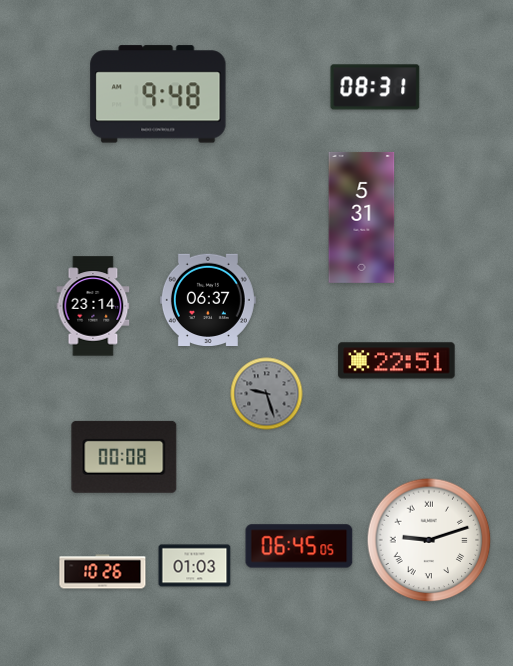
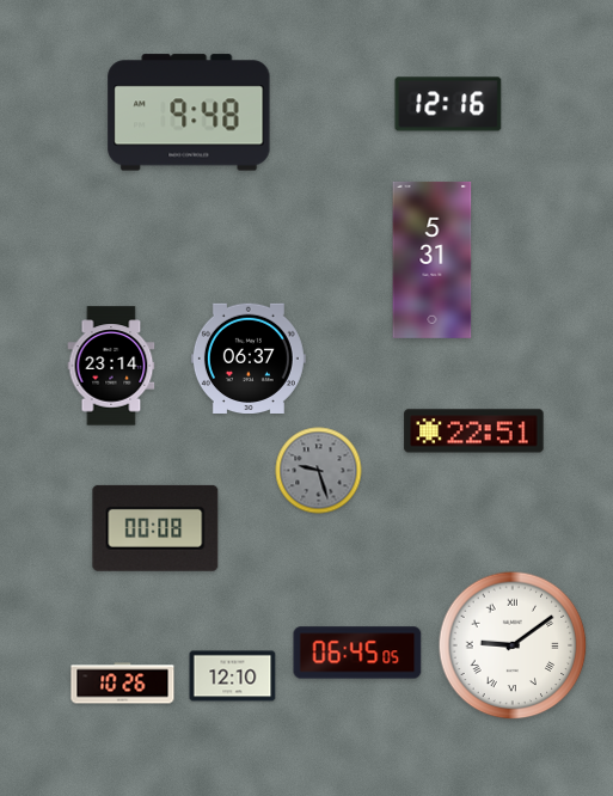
clock at (375, 87): 08:31 -> 12:16
clock at (124, 457) position: (124, 457) -> (155, 528)
clock at (429, 540): 9:12 -> 9:09
clock at (195, 566): 01:03 -> 12:10
